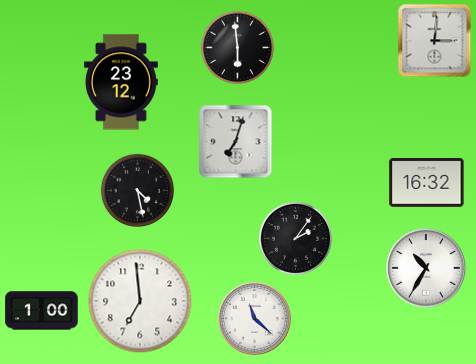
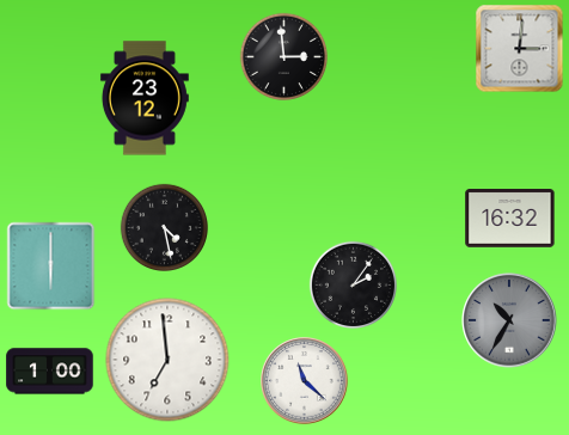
clock at (237, 47): 5:59 -> 2:59
clock at (236, 142): 7:03 -> none
clock at (51, 266): none -> 6:00
clock at (426, 268) dial: white -> grey
